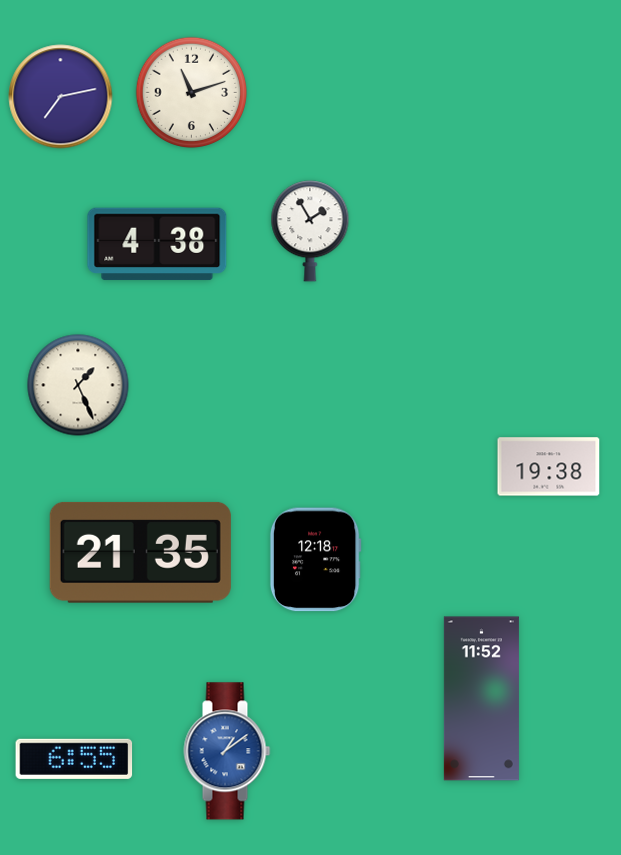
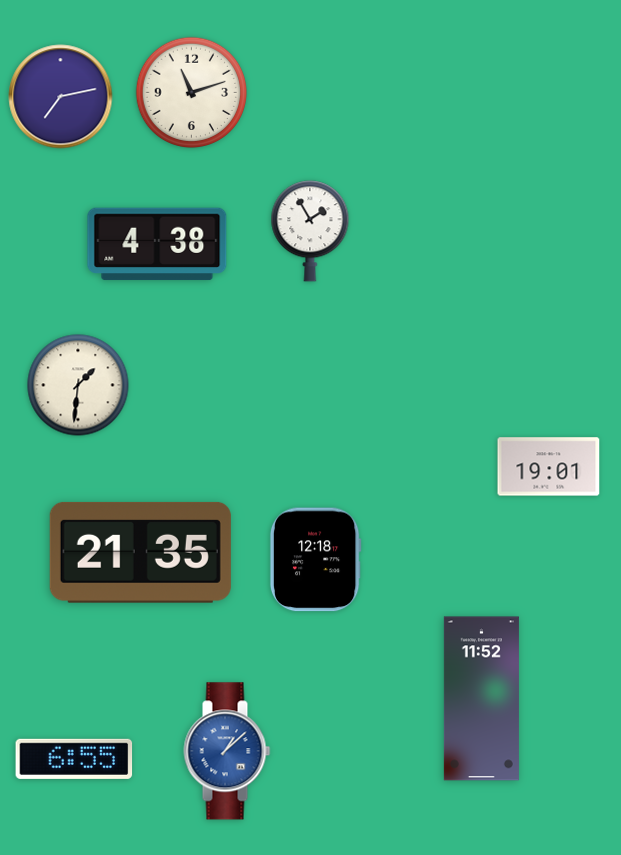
clock at (78, 385): 1:26 -> 1:31
clock at (549, 467): 19:38 -> 19:01
clock at (227, 751): 1:09 -> 1:08
